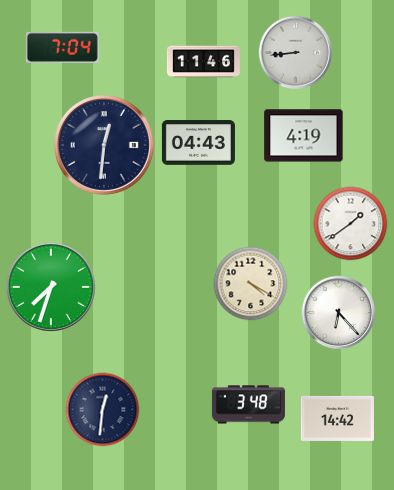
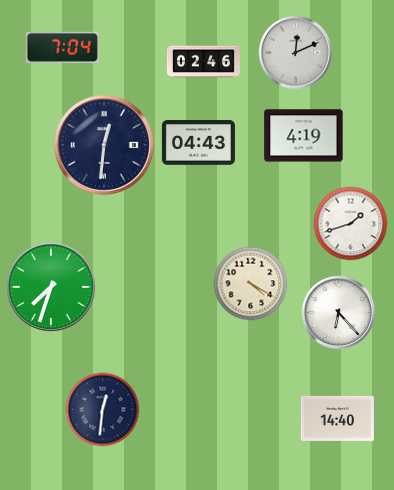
clock at (296, 53): 8:44 -> 12:11
clock at (203, 62): 11:46 -> 02:46
clock at (351, 224): 1:39 -> 1:42
clock at (248, 405): 3:48 -> none
clock at (337, 418): 14:42 -> 14:40
